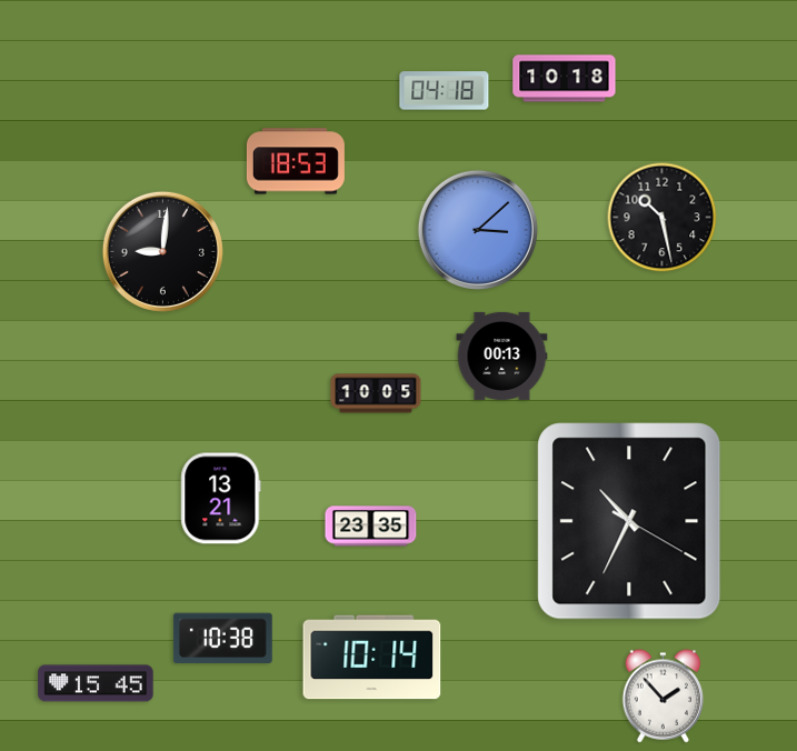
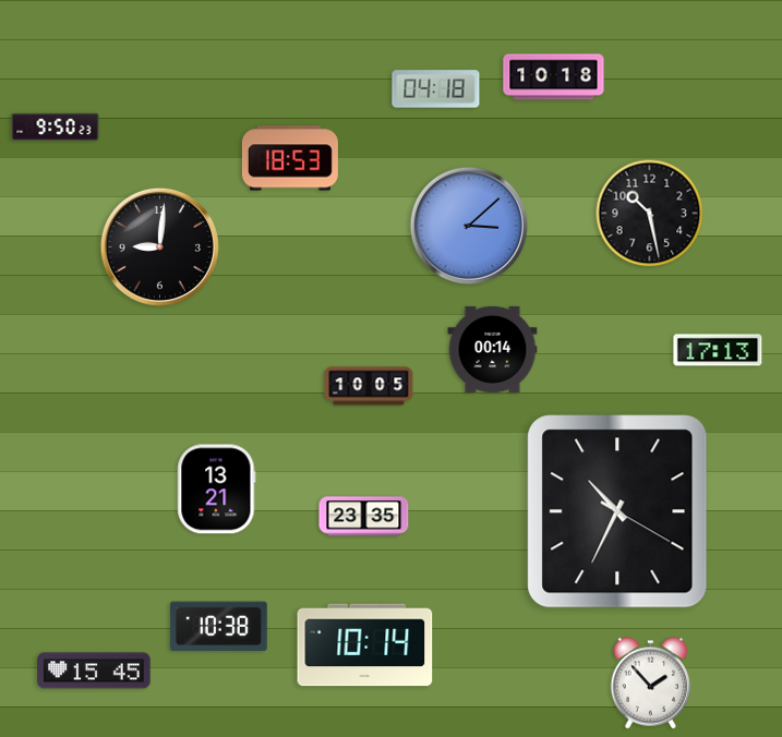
clock at (56, 126): none -> 9:50
clock at (502, 356): 00:13 -> 00:14
clock at (718, 350): none -> 17:13
